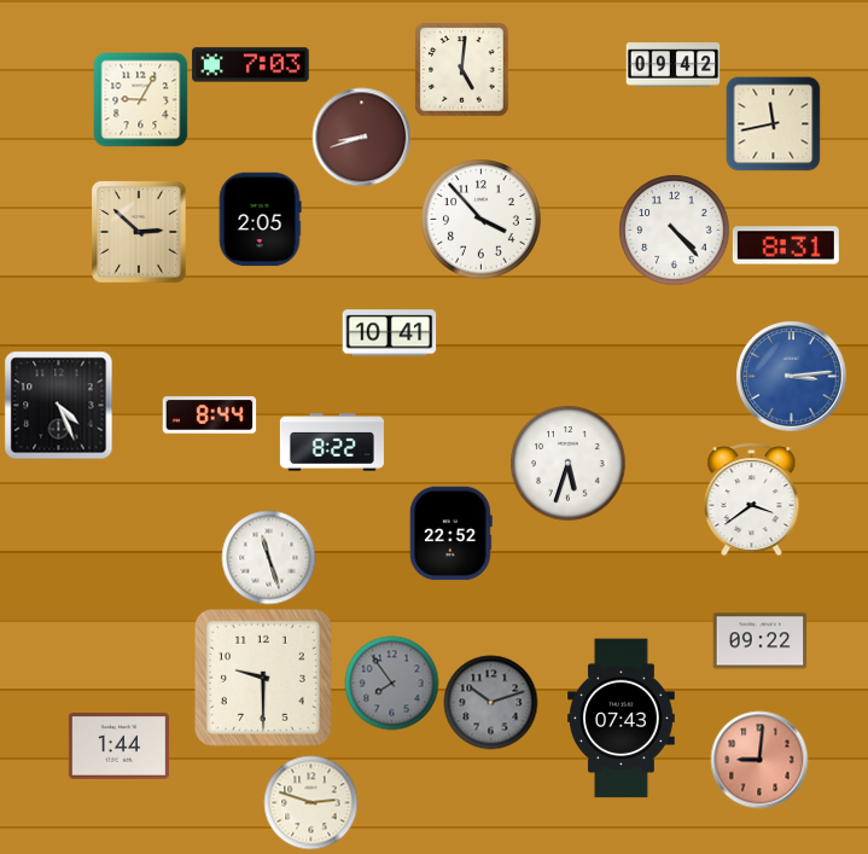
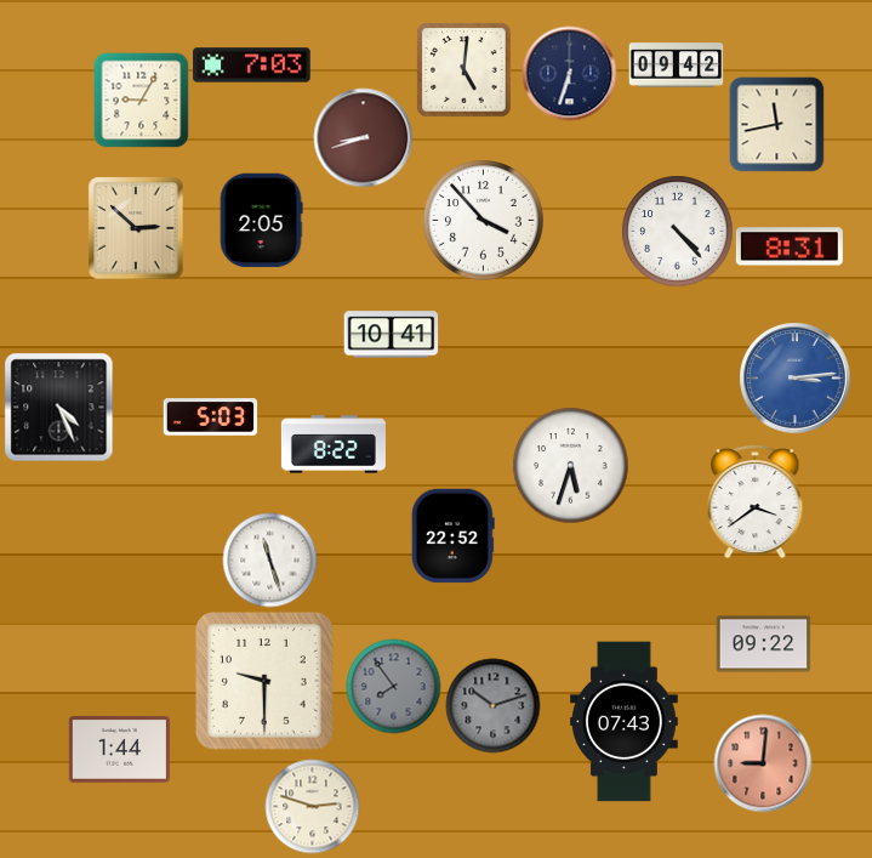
clock at (569, 73): none -> 6:33
clock at (139, 232) position: (139, 232) -> (136, 228)
clock at (209, 416): 8:44 -> 5:03
